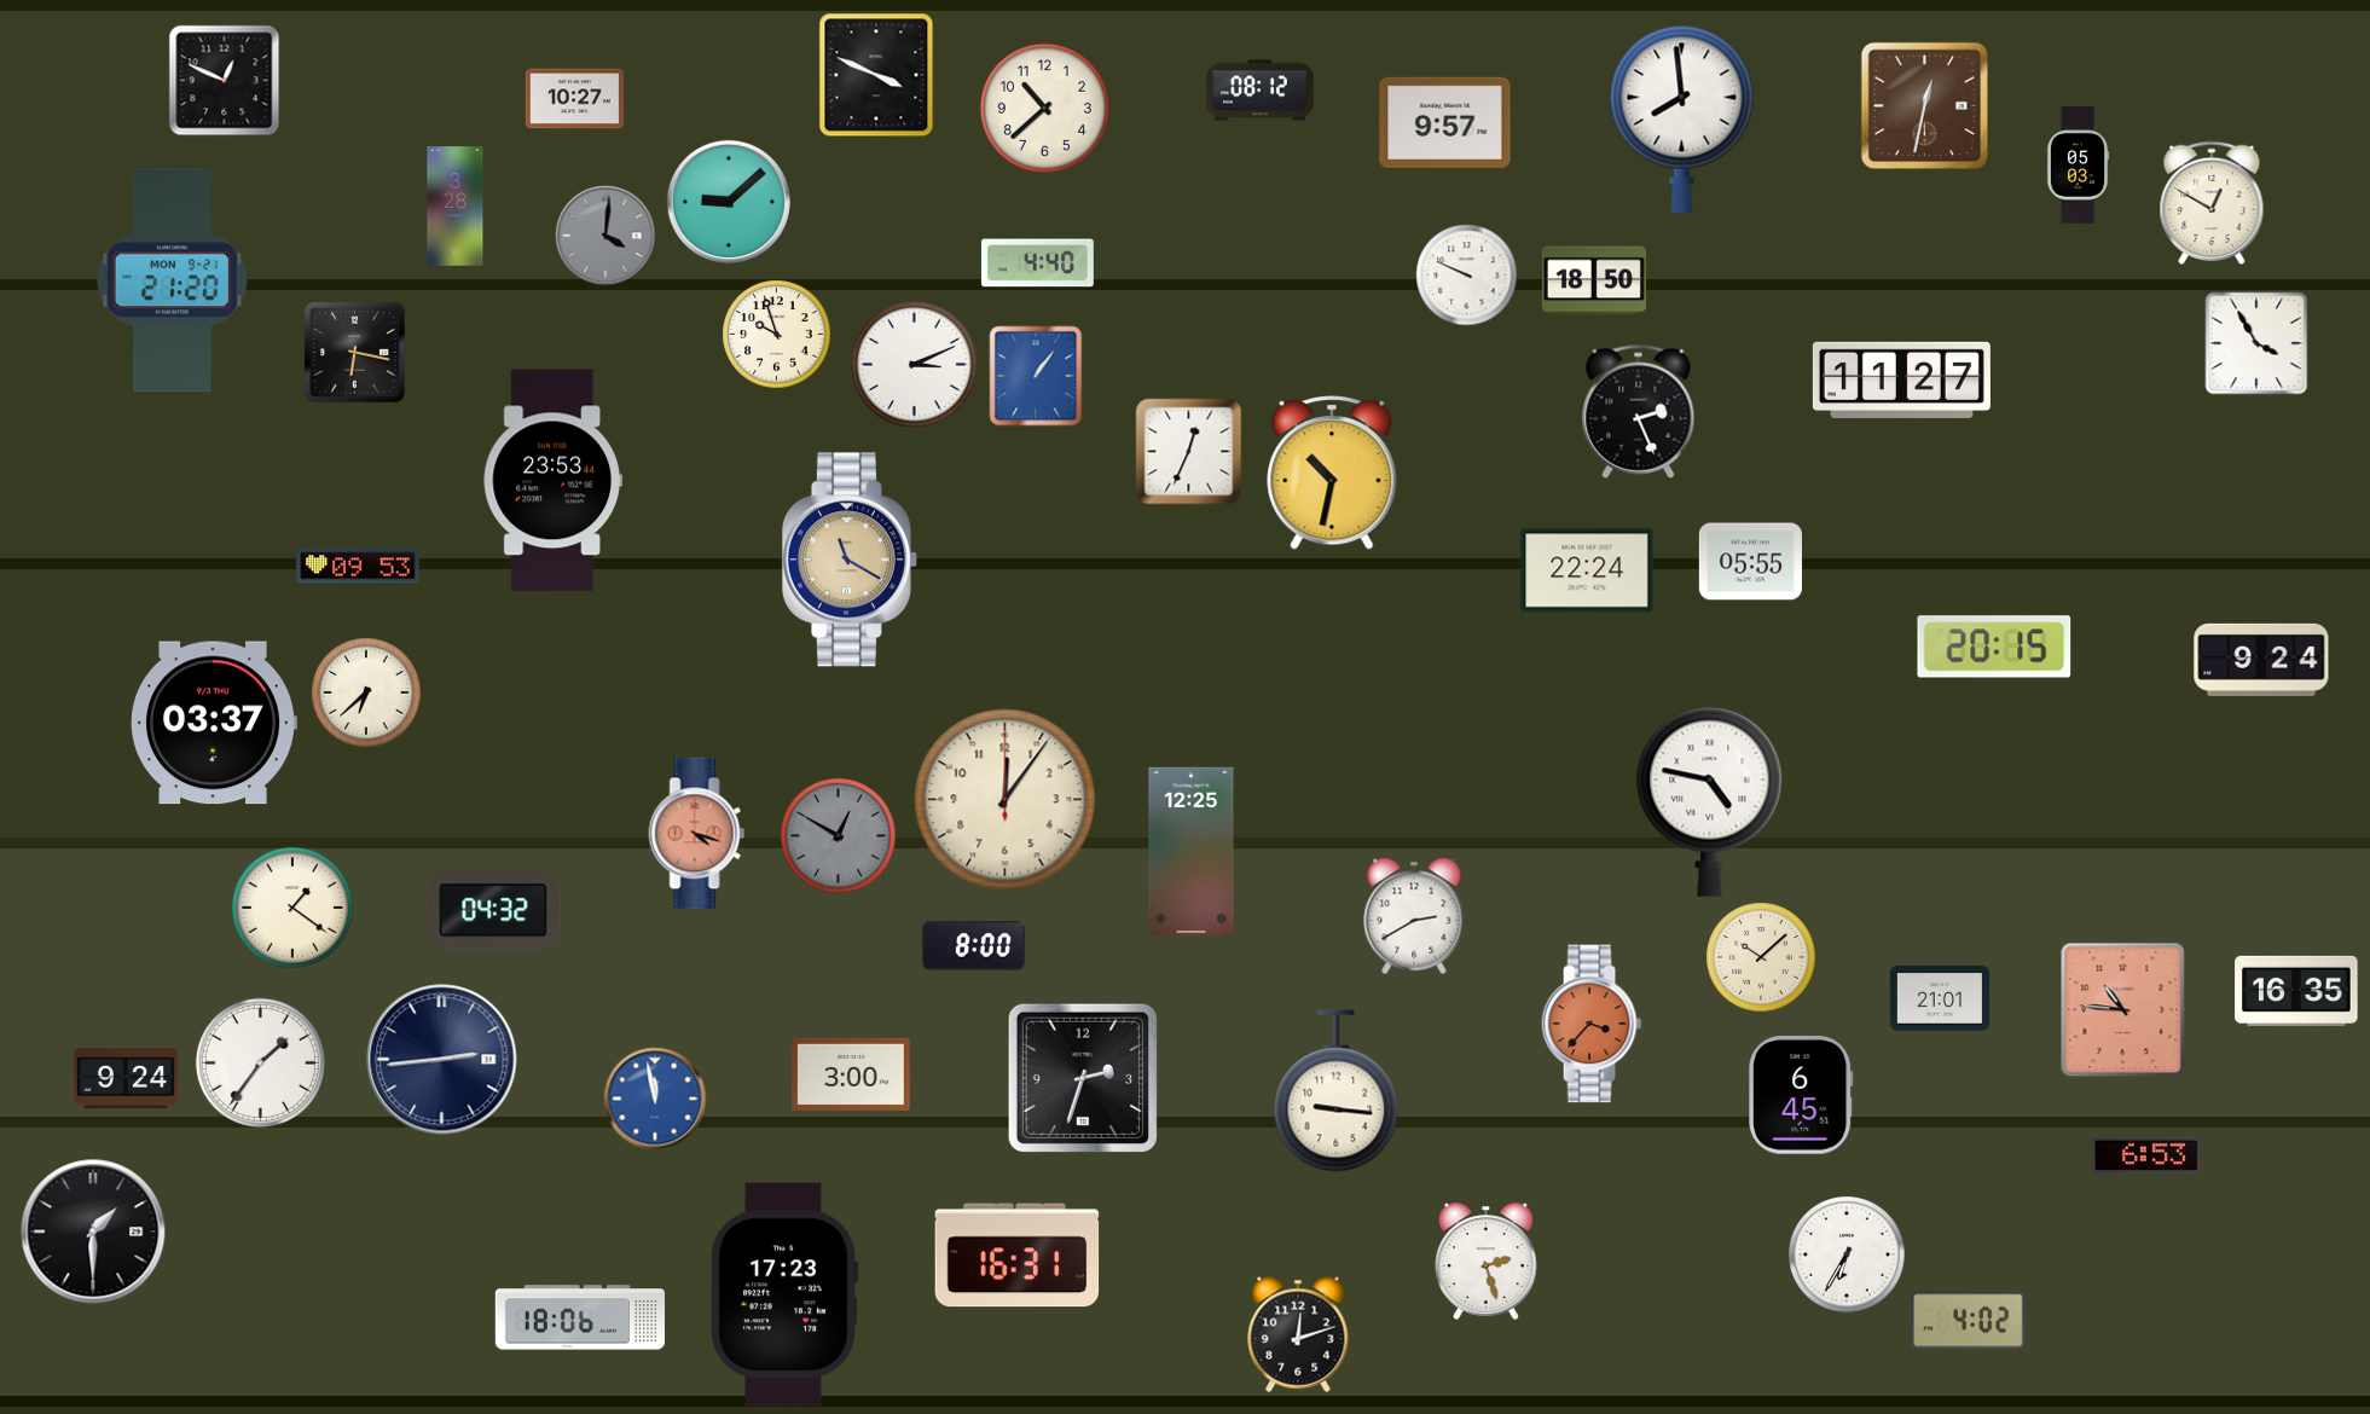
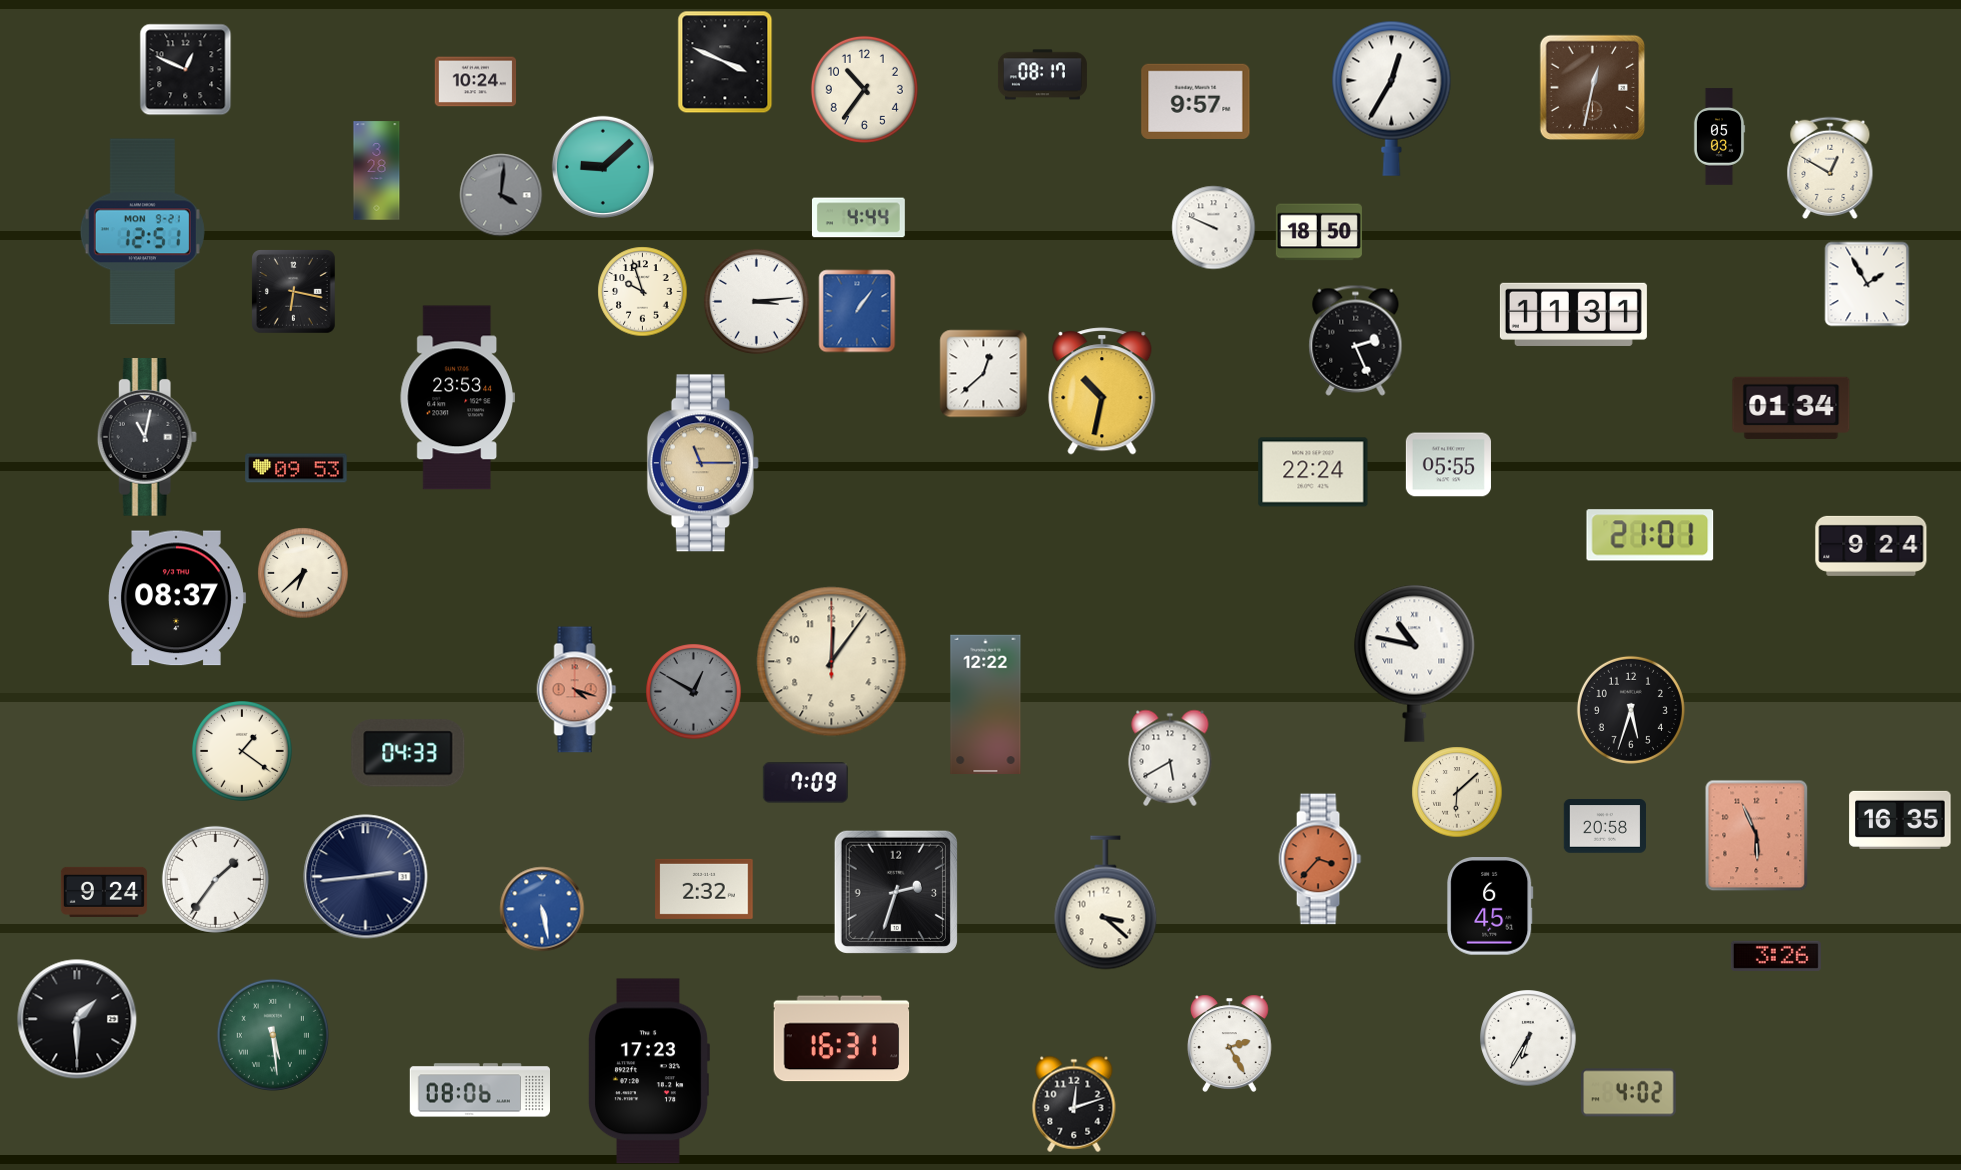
clock at (224, 80) position: (224, 80) -> (185, 69)
clock at (1259, 91): 08:12 -> 08:17
clock at (574, 99): 10:27 -> 10:24
clock at (1044, 108): 10:38 -> 10:36
clock at (1682, 118): 7:59 -> 12:35
clock at (1037, 263): 4:40 -> 4:44
clock at (172, 280): 21:20 -> 12:51
clock at (776, 334) position: (776, 334) -> (642, 291)
clock at (2256, 343): 3:55 -> 1:55
clock at (914, 364): 3:11 -> 3:14
clock at (1901, 379): 11:27 -> 11:31
clock at (1188, 451): 12:34 -> 12:38
clock at (1791, 408): none -> 01:34
clock at (147, 437): none -> 11:02
clock at (850, 560): 11:20 -> 11:15
clock at (1994, 647): 20:15 -> 21:01
clock at (214, 723): 03:37 -> 08:37
clock at (1710, 801): 4:47 -> 10:47
clock at (1192, 851): 12:25 -> 12:22
clock at (1631, 710): none -> 5:33
clock at (493, 910): 04:32 -> 04:33
clock at (1414, 916): 2:40 -> 5:40
clock at (973, 946): 8:00 -> 7:09
clock at (1761, 957): 10:08 -> 6:08
clock at (1939, 999): 21:01 -> 20:58
clock at (2123, 1009): 10:46 -> 5:56
clock at (1592, 1024) position: (1592, 1024) -> (1320, 859)
clock at (851, 1074): 3:00 -> 2:32
clock at (1337, 1091): 9:16 -> 3:22
clock at (655, 1099): 11:58 -> 5:28
clock at (2146, 1155): 6:53 -> 3:26
clock at (273, 1035): none -> 5:29
clock at (1487, 1261): 2:27 -> 2:25
clock at (579, 1317): 18:06 -> 08:06
